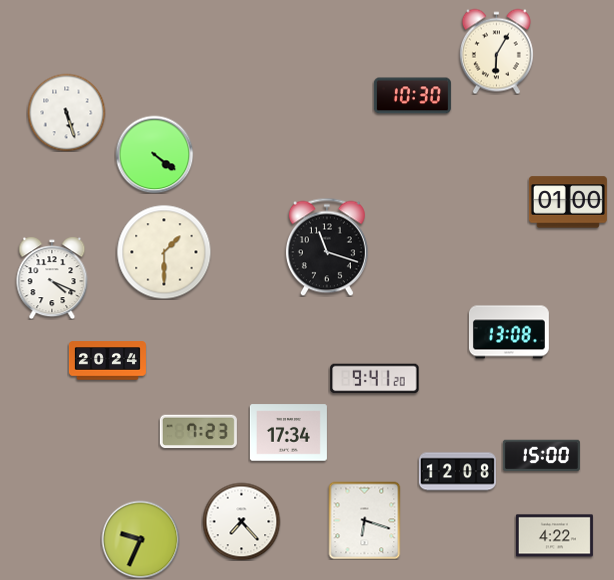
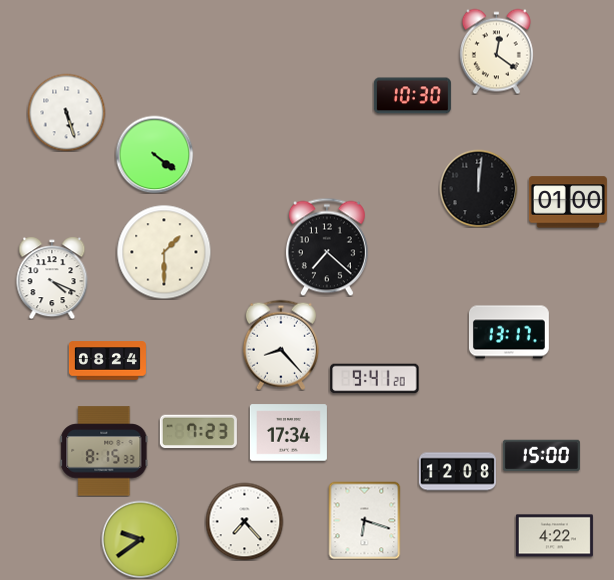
clock at (496, 51): 6:05 -> 12:21
clock at (478, 188): none -> 12:01
clock at (327, 247): 11:18 -> 7:22
clock at (509, 332): 13:08 -> 13:17
clock at (281, 345): none -> 8:23
clock at (107, 361): 20:24 -> 08:24
clock at (104, 451): none -> 8:15
clock at (241, 521) position: (241, 521) -> (244, 521)
clock at (140, 539): 9:34 -> 9:39
